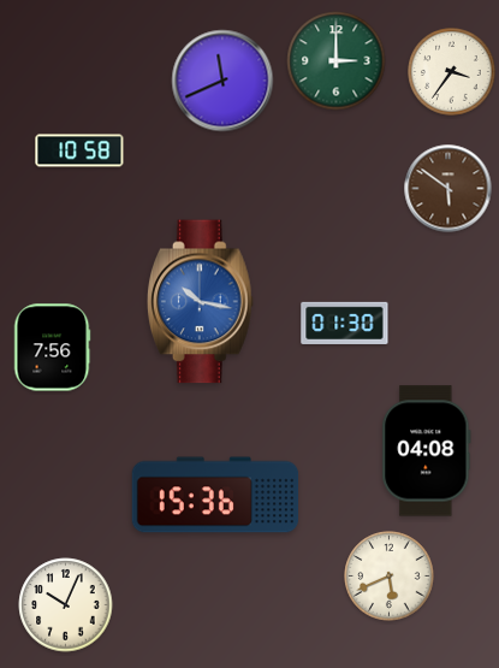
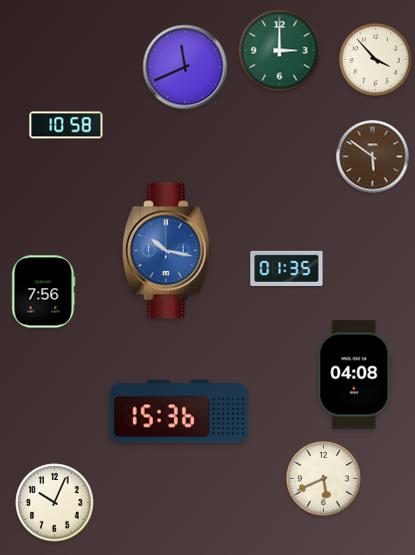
clock at (452, 72): 3:36 -> 3:53
clock at (345, 323): 01:30 -> 01:35
clock at (52, 348) position: (52, 348) -> (43, 292)
